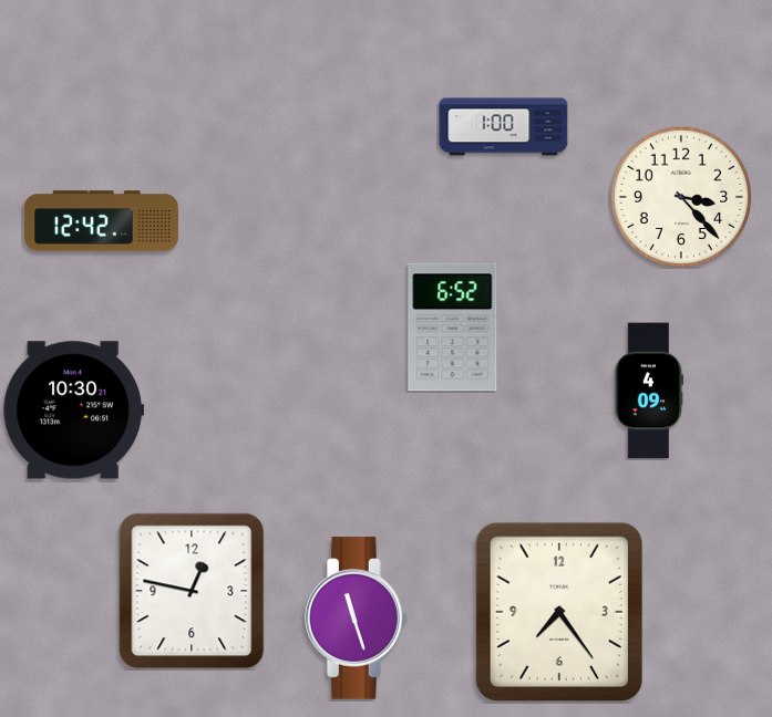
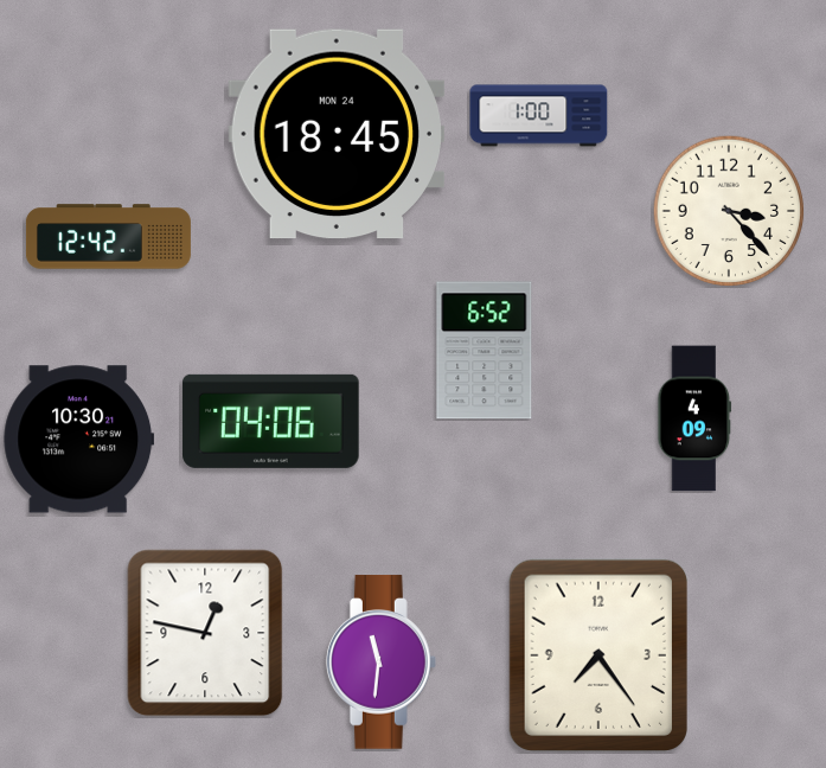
clock at (335, 134): none -> 18:45
clock at (504, 127) position: (504, 127) -> (539, 116)
clock at (271, 421): none -> 04:06
clock at (356, 619): 11:27 -> 11:31
